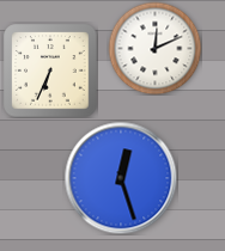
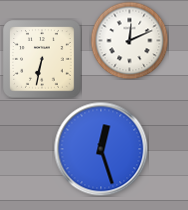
clock at (50, 71): 6:34 -> 6:32
